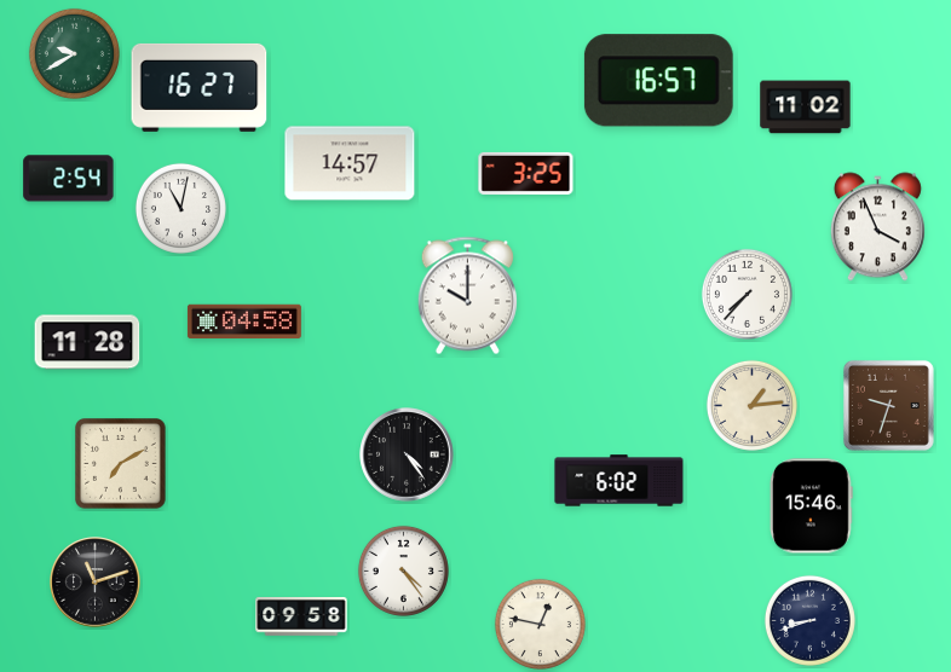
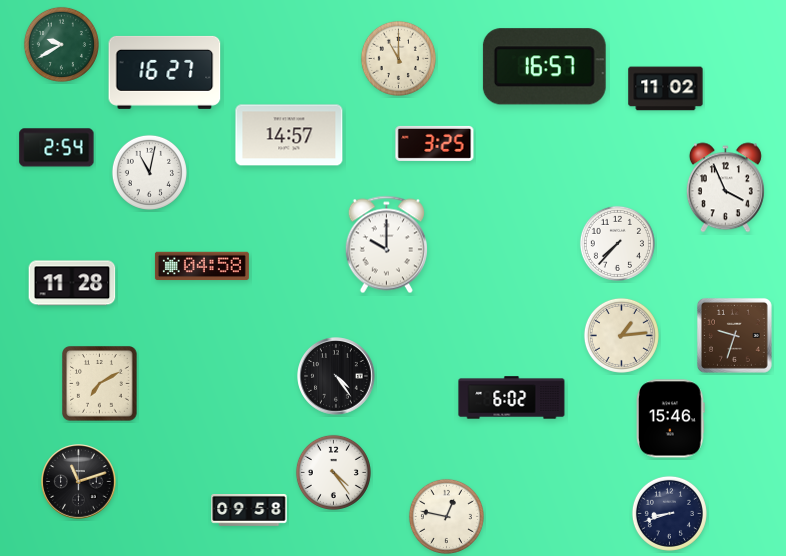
clock at (398, 58): none -> 11:00
